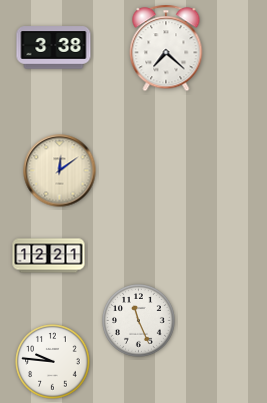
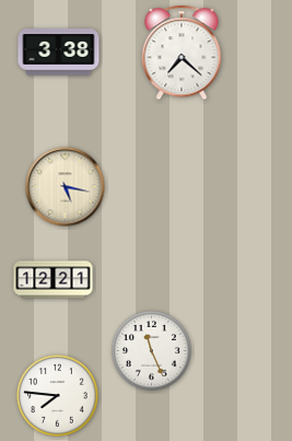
clock at (60, 171): 12:09 -> 5:17
clock at (53, 362): 9:46 -> 7:46
